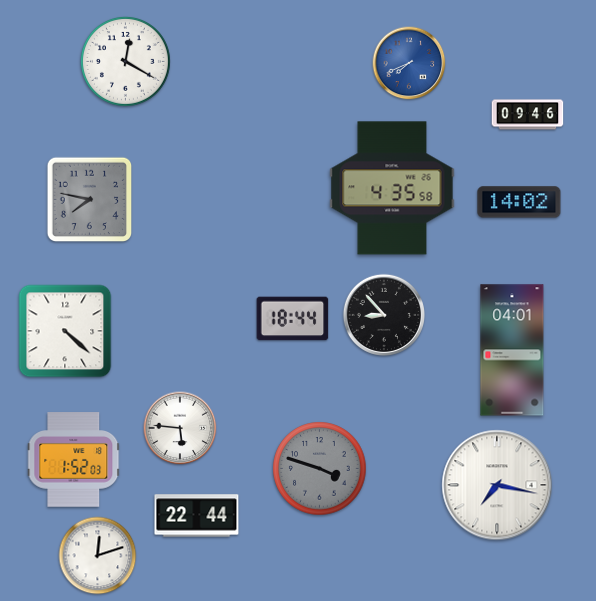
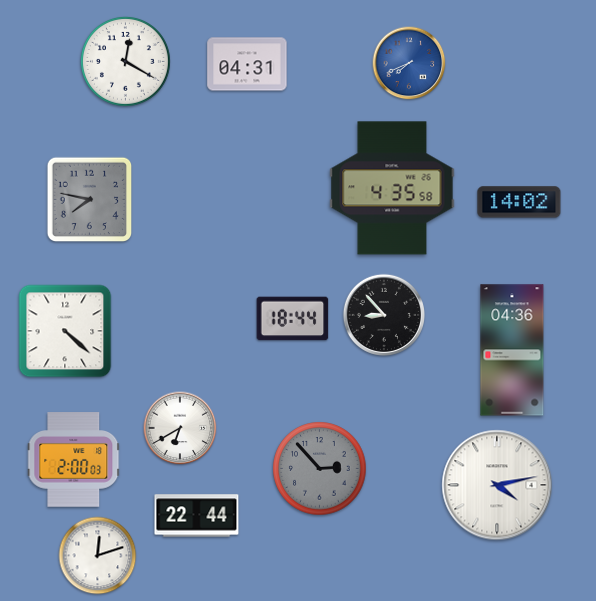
clock at (247, 64): none -> 04:31
clock at (528, 115): 09:46 -> none
clock at (512, 350): 04:01 -> 04:36
clock at (180, 428): 5:46 -> 6:40
clock at (74, 460): 1:52 -> 2:00
clock at (320, 469): 3:48 -> 2:53
clock at (497, 485): 7:17 -> 4:13
